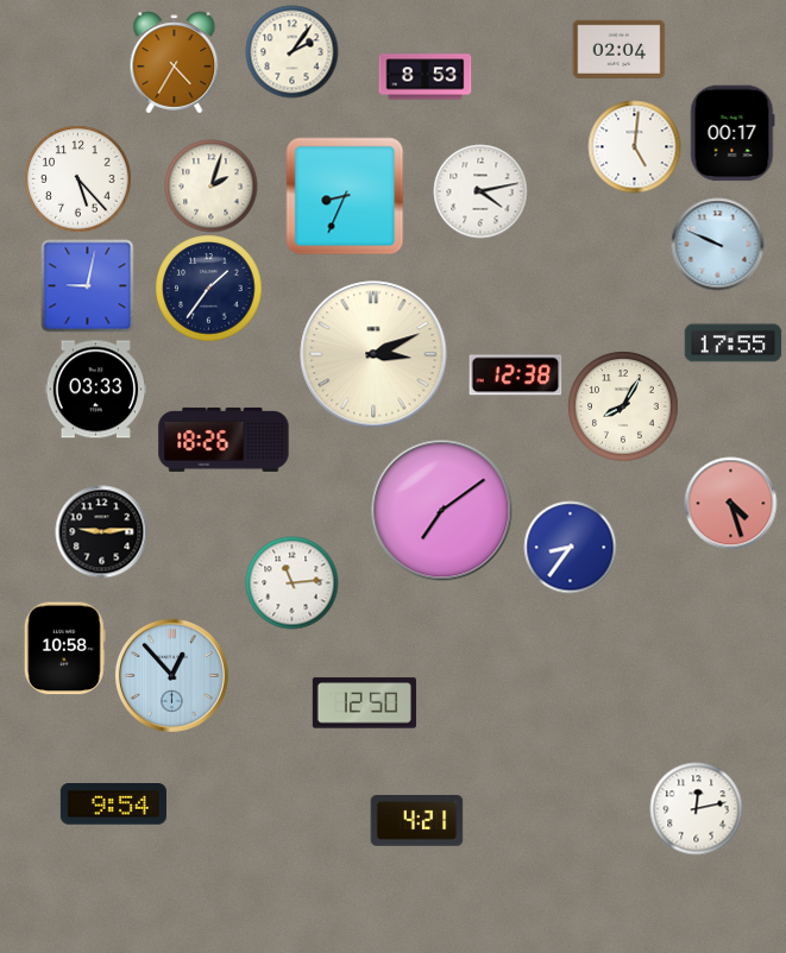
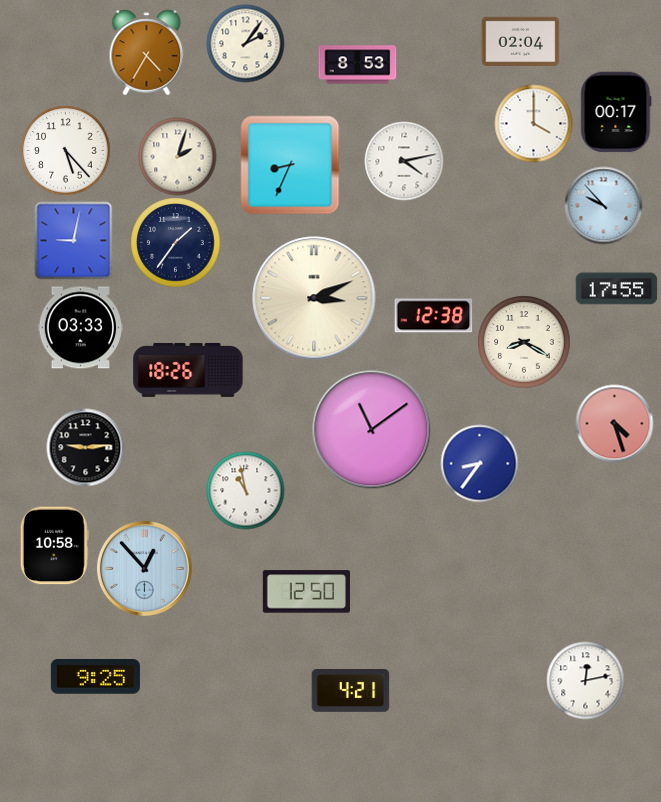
clock at (634, 146): 5:01 -> 4:00
clock at (717, 244): 9:49 -> 9:53
clock at (623, 406): 8:05 -> 8:20
clock at (442, 511): 7:09 -> 11:09
clock at (570, 547) position: (570, 547) -> (479, 463)
clock at (291, 582): 11:14 -> 10:58
clock at (113, 804): 9:54 -> 9:25
